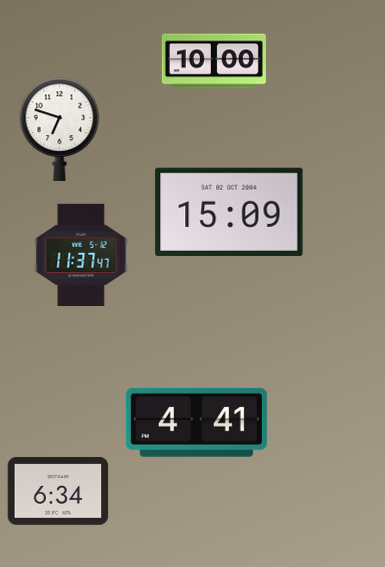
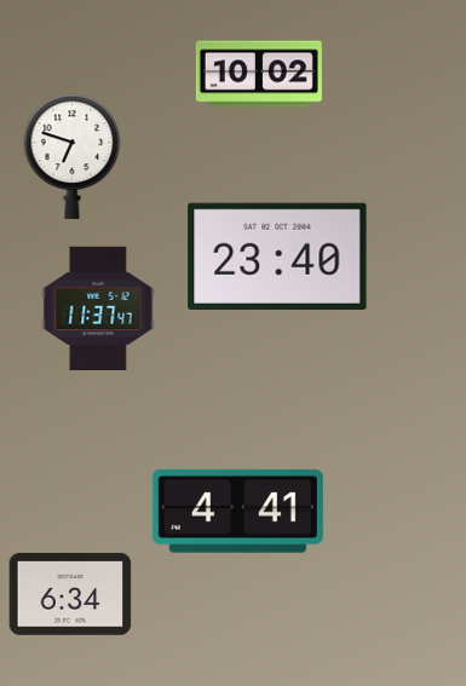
clock at (214, 61): 10:00 -> 10:02
clock at (229, 212): 15:09 -> 23:40
